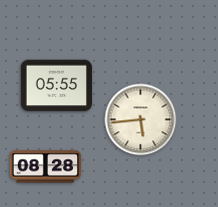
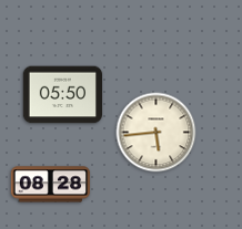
clock at (57, 86): 05:55 -> 05:50
